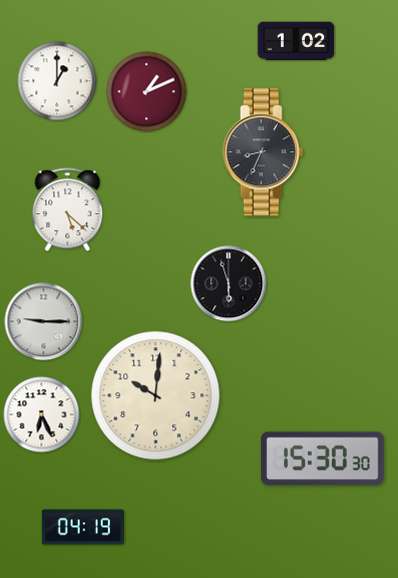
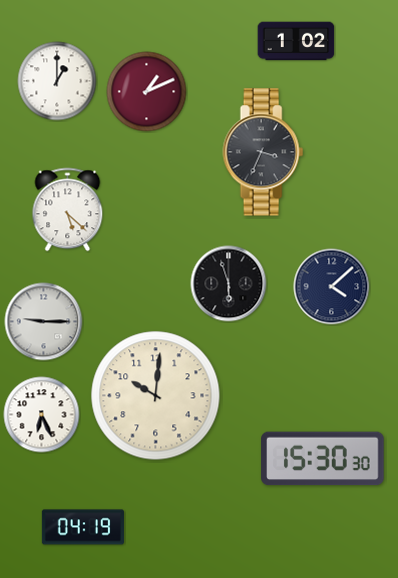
clock at (263, 152): 8:34 -> 3:34
clock at (332, 287): none -> 4:08
